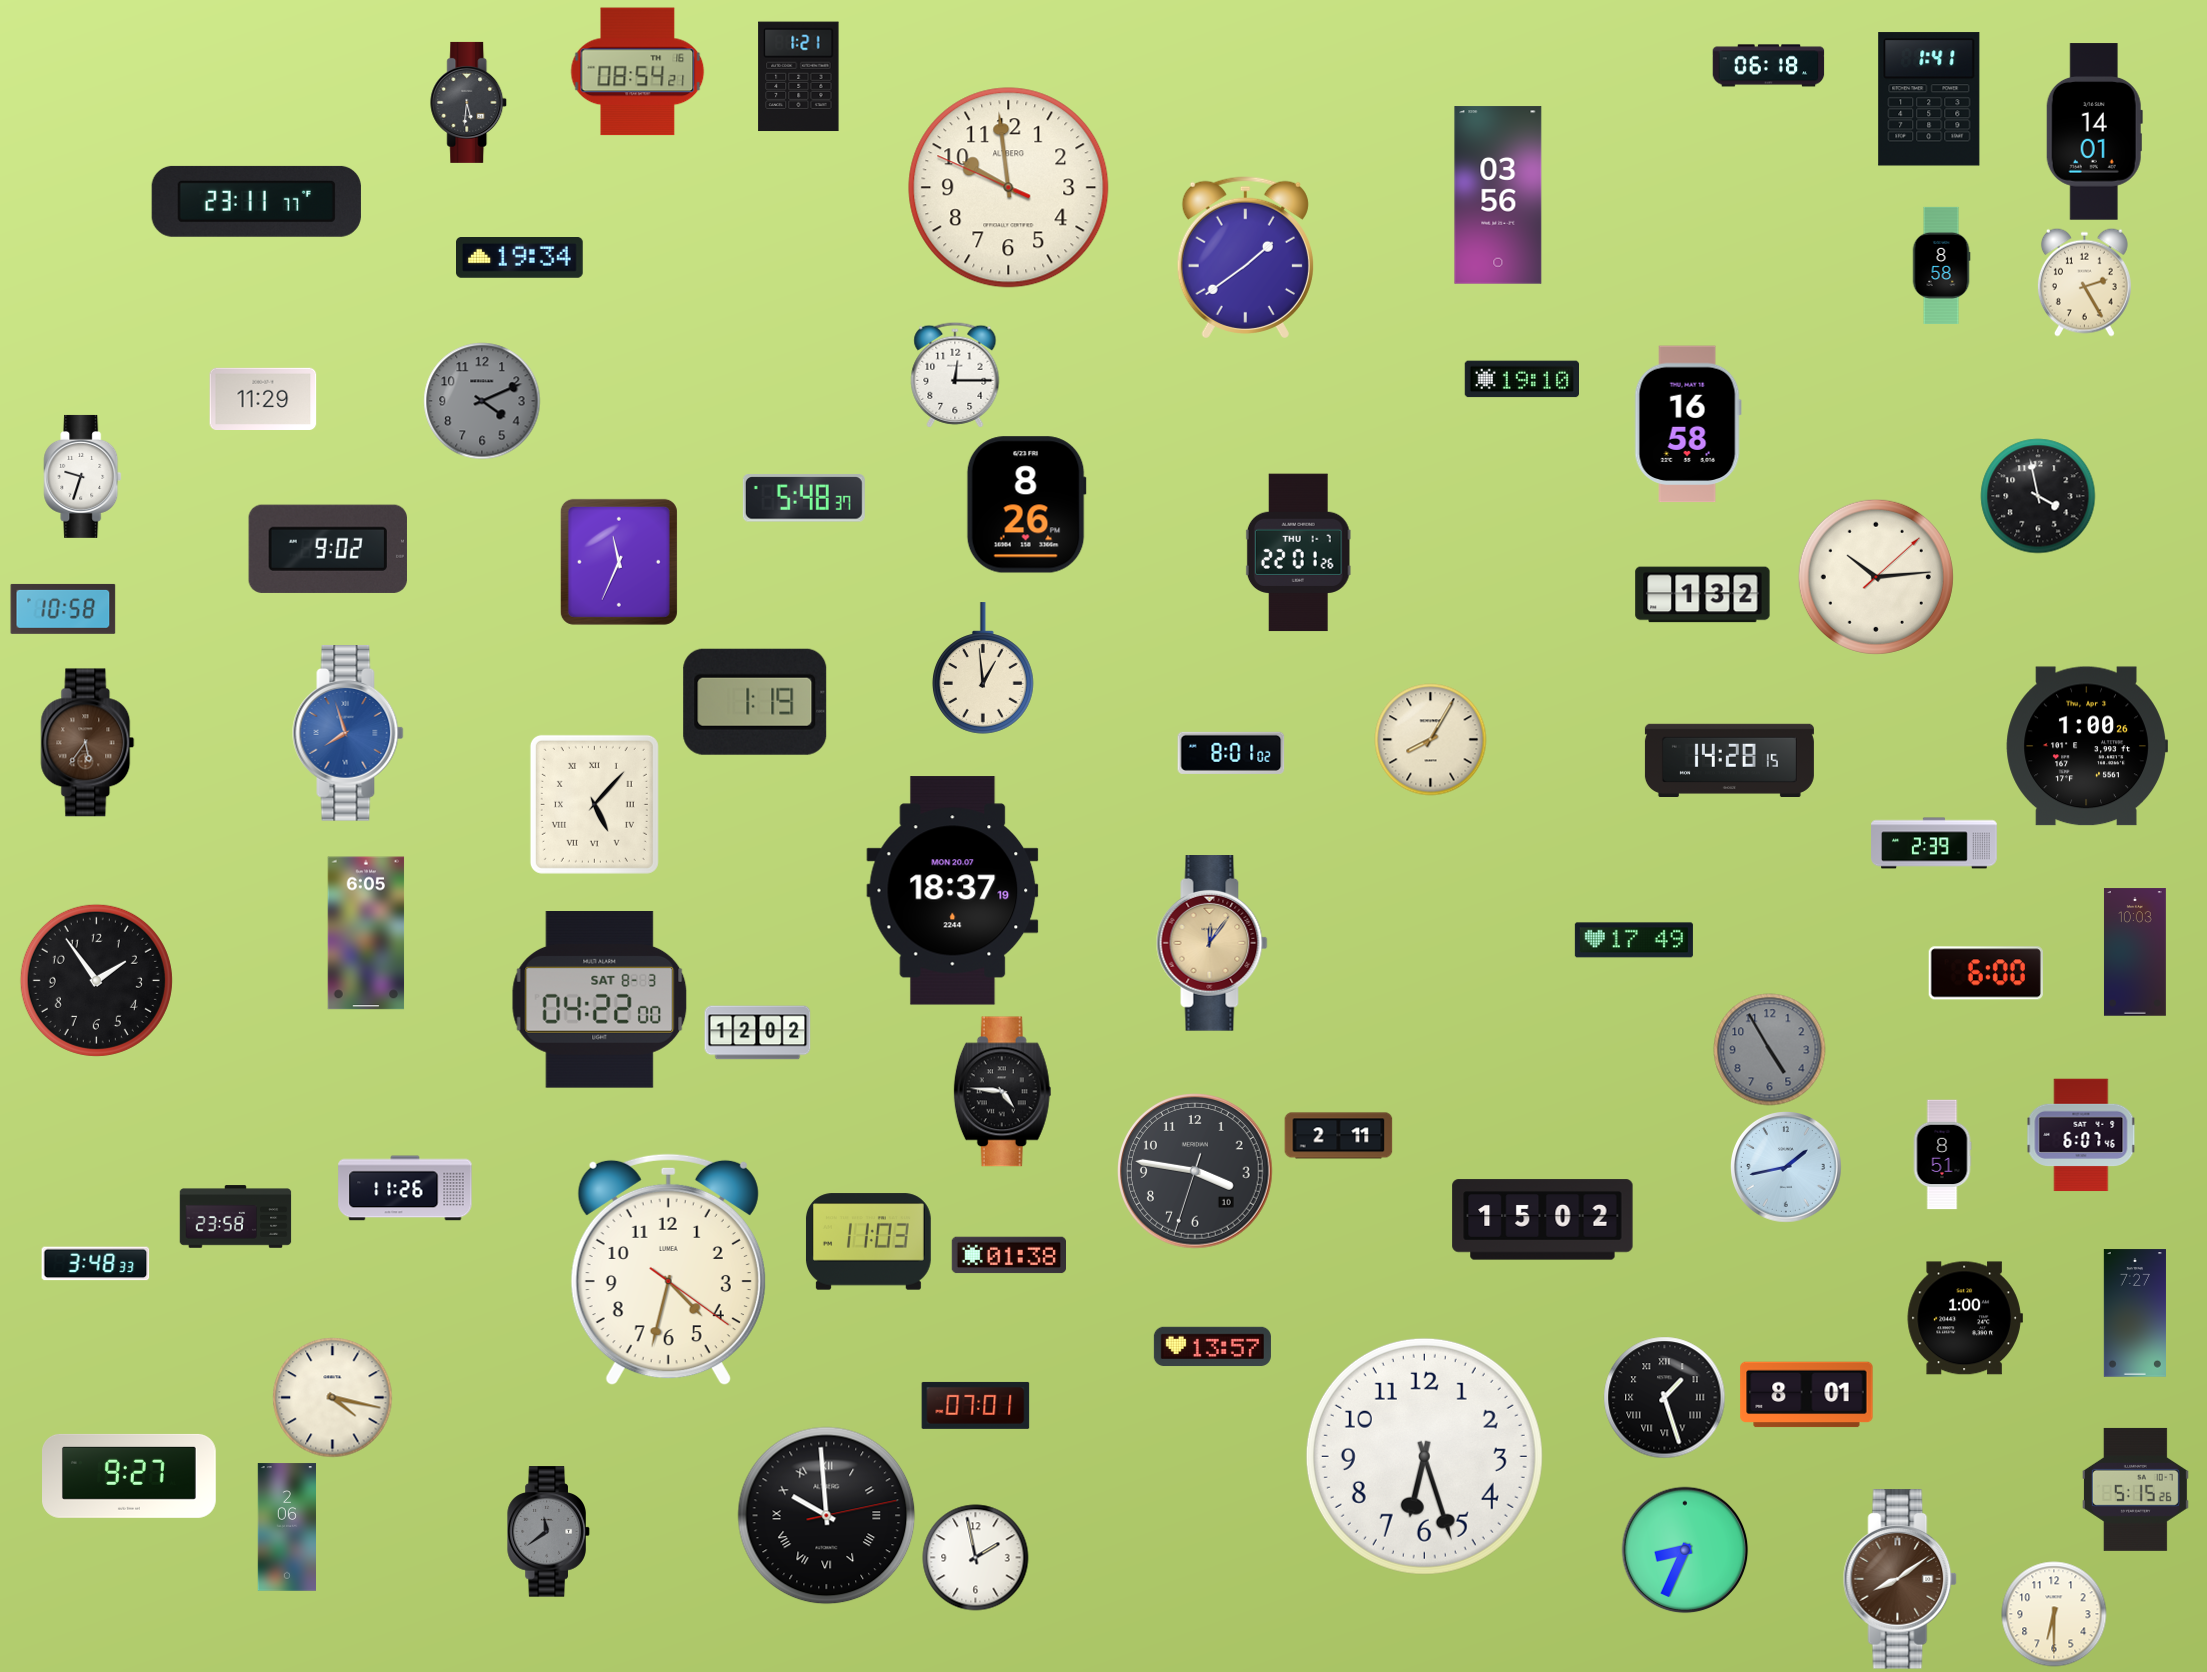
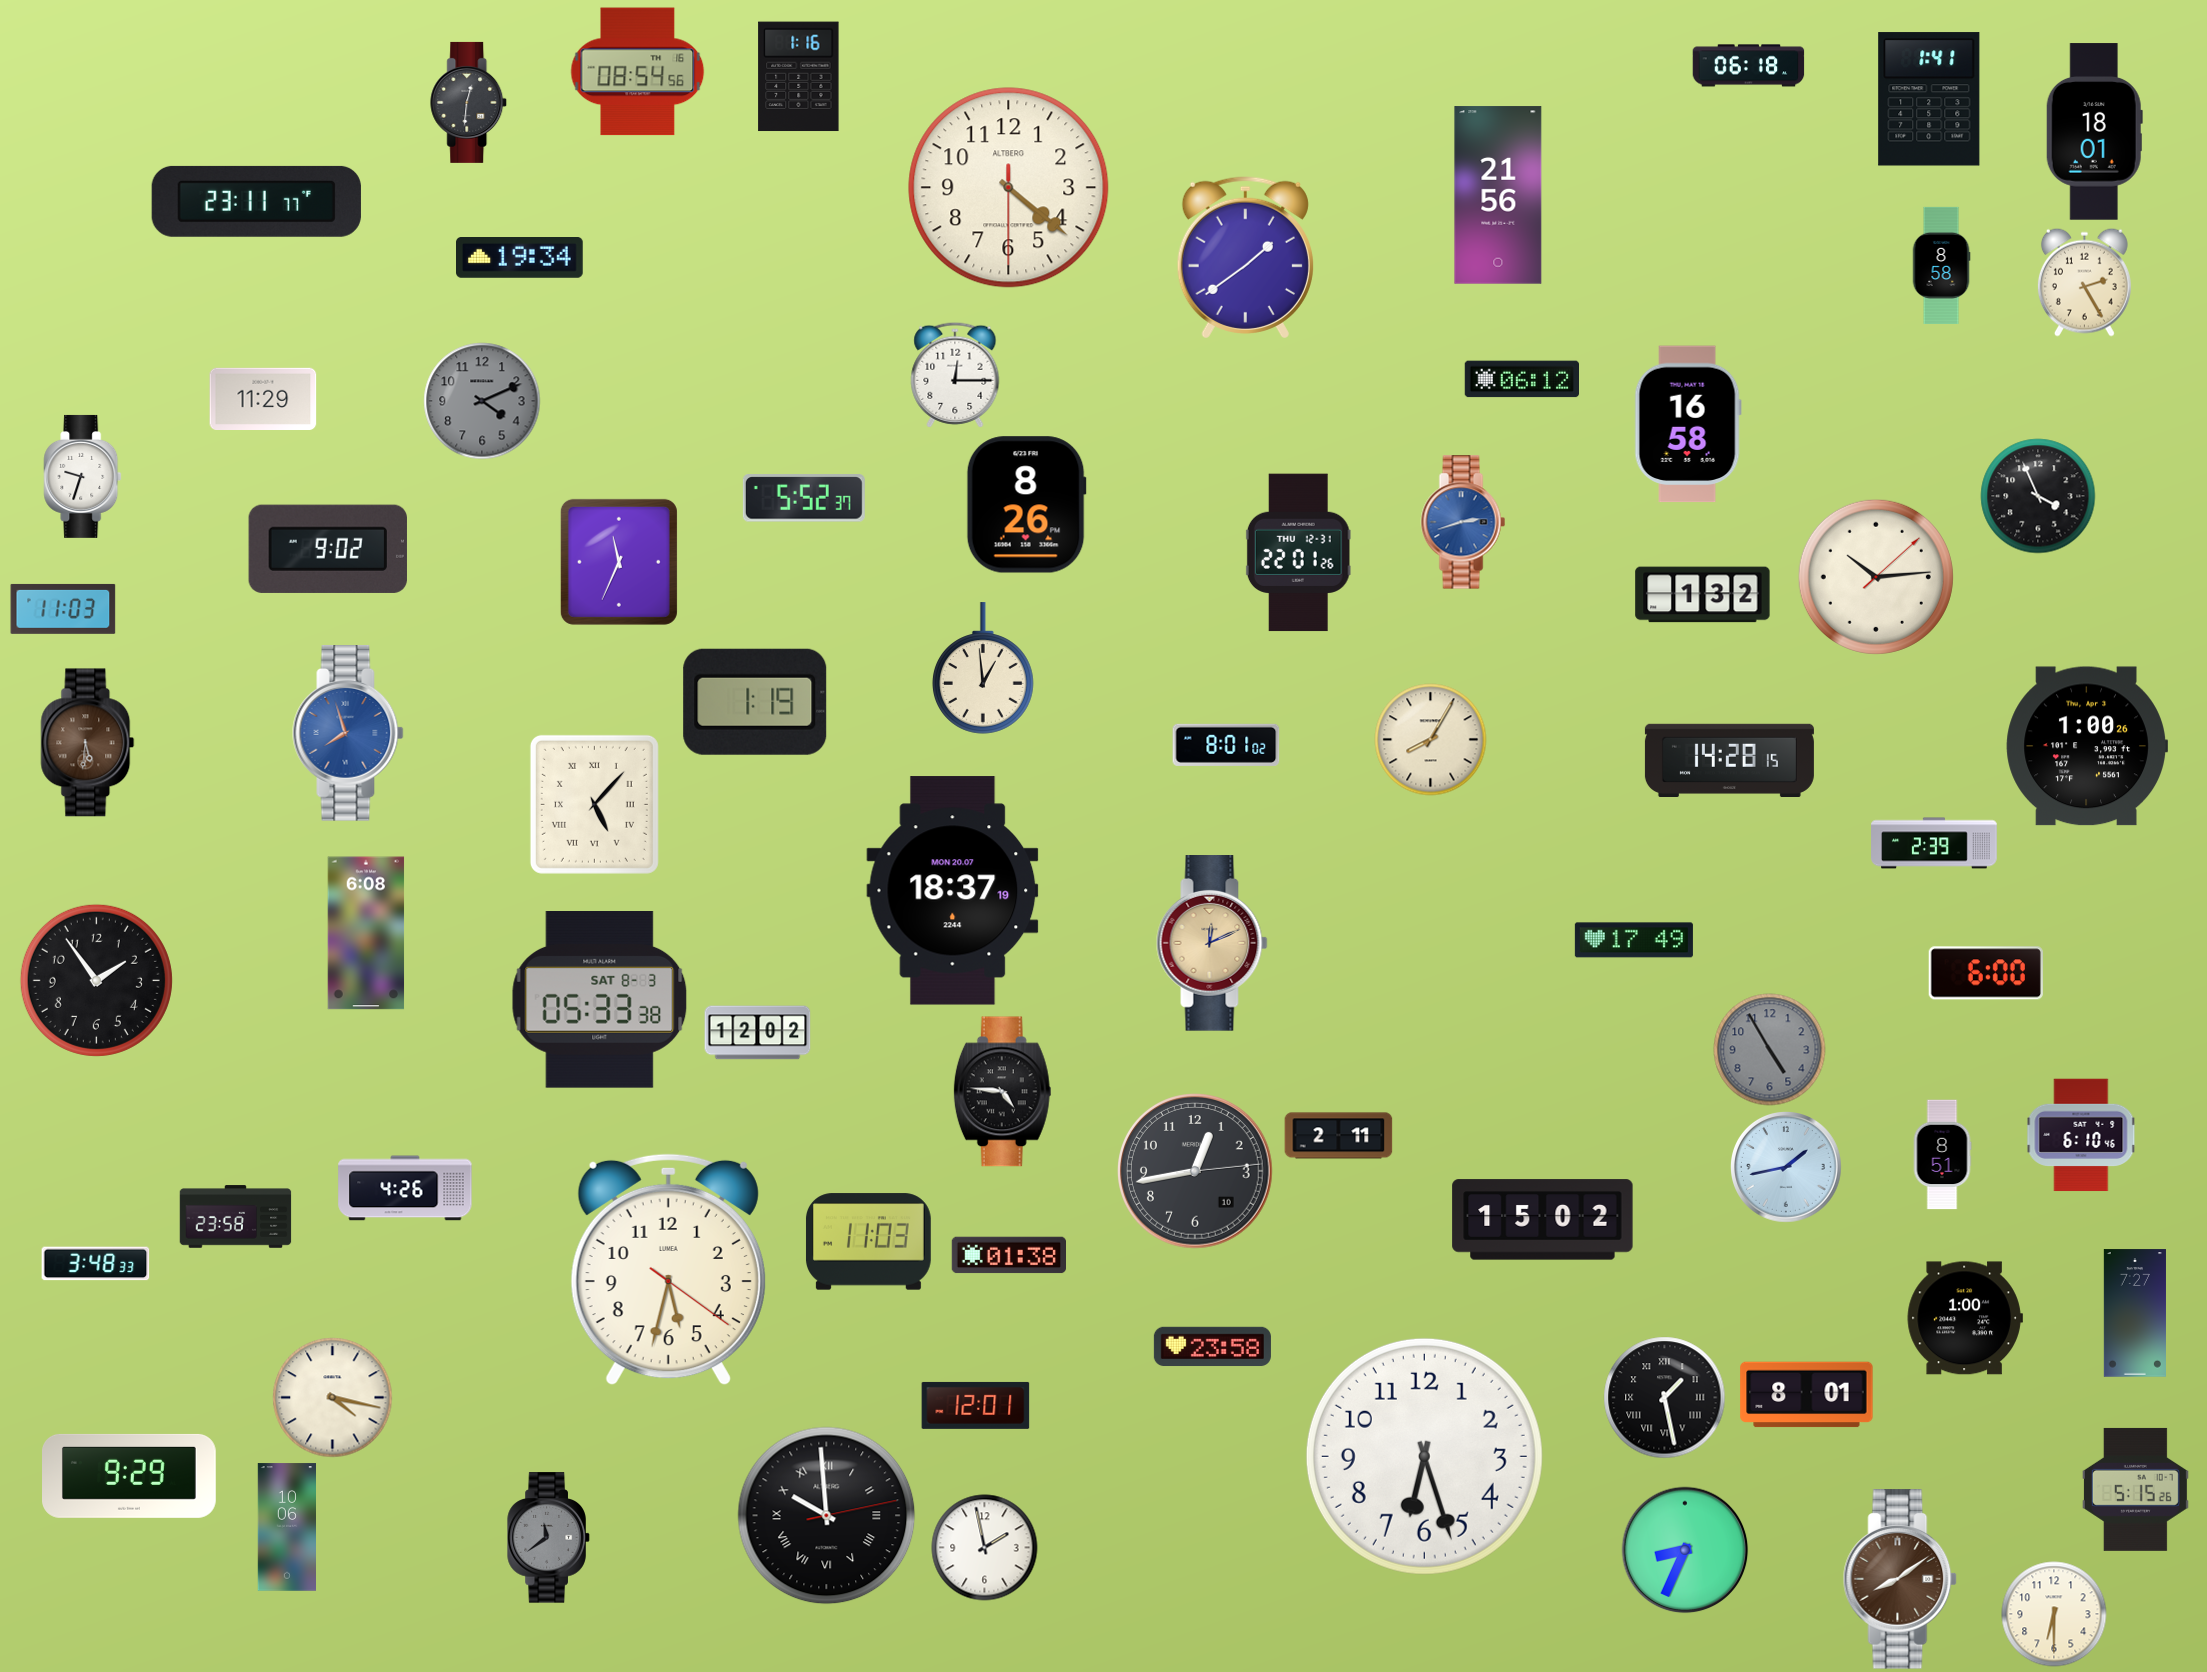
clock at (1769, 66) position: (1769, 66) -> (1749, 66)
clock at (638, 72): 08:54:21 -> 08:54:56
clock at (799, 77): 1:21 -> 1:16
clock at (469, 102): 5:31 -> 12:31
clock at (2094, 132): 14:01 -> 18:01
clock at (1009, 188): 9:58 -> 4:21
clock at (1498, 195): 03:56 -> 21:56
clock at (1521, 379): 19:10 -> 06:12
clock at (2038, 496): 3:58 -> 3:56
clock at (804, 498): 5:48 -> 5:52
clock at (1463, 522): none -> 2:42
clock at (1298, 553) date: THU 1-7 -> THU 12-31
clock at (63, 609): 10:58 -> 11:03
clock at (88, 743): 5:36 -> 5:31
clock at (1231, 753) position: (1231, 753) -> (1226, 745)
clock at (366, 933): 6:05 -> 6:08
clock at (1212, 944): 12:06 -> 12:11
clock at (2135, 952): 10:03 -> none
clock at (600, 1000): 04:22 -> 05:33
clock at (2081, 1135): 6:07 -> 6:10
clock at (1196, 1172): 3:46 -> 12:43
clock at (405, 1188): 11:26 -> 4:26
clock at (668, 1270): 4:32 -> 5:32
clock at (1212, 1347): 13:57 -> 23:58
clock at (1665, 1398): 1:27 -> 1:28
clock at (976, 1405): 07:01 -> 12:01
clock at (130, 1476): 9:27 -> 9:29
clock at (286, 1527): 2:06 -> 10:06
clock at (549, 1532) position: (549, 1532) -> (549, 1538)
clock at (976, 1558) position: (976, 1558) -> (985, 1548)
